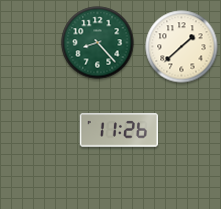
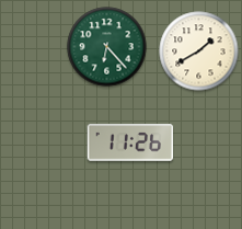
clock at (98, 43): 8:23 -> 6:23
clock at (182, 47): 1:38 -> 1:40
